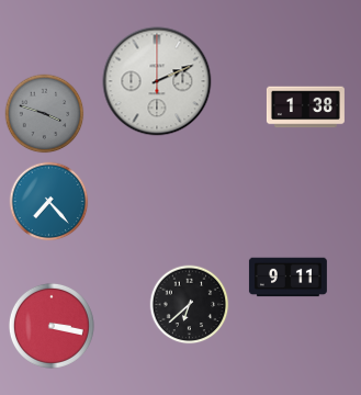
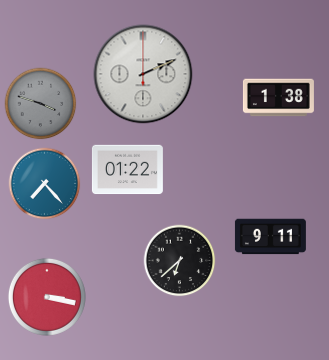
clock at (127, 170): none -> 01:22
clock at (287, 278) position: (287, 278) -> (270, 237)
clock at (190, 305) position: (190, 305) -> (180, 261)
